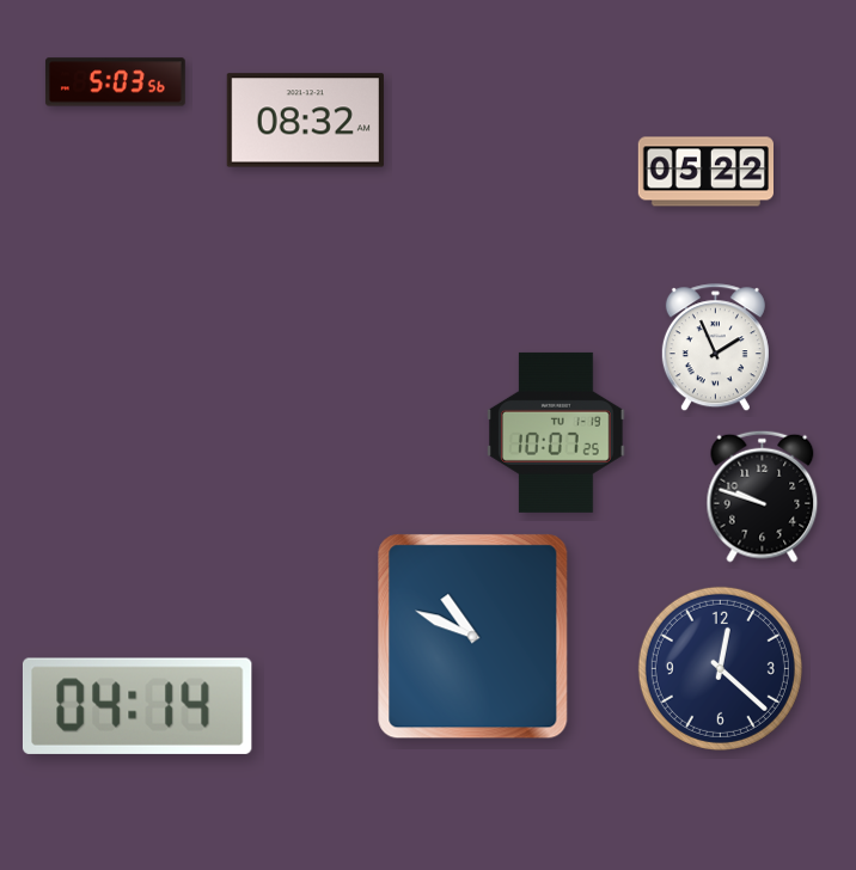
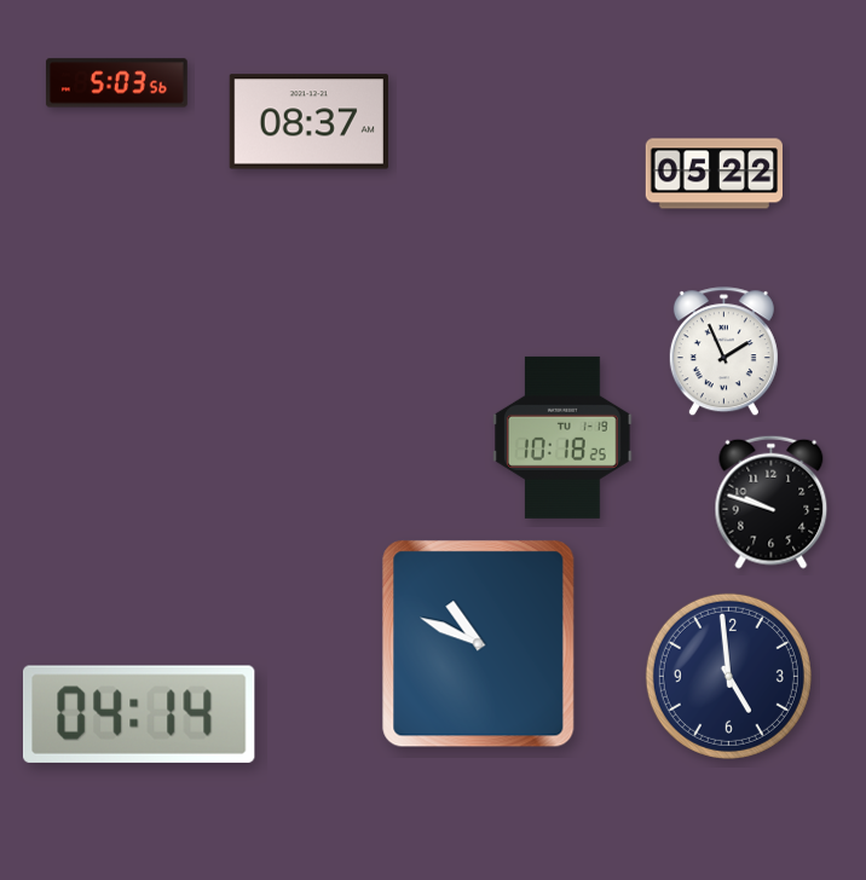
clock at (305, 121): 08:32 -> 08:37
clock at (557, 433): 10:07 -> 10:18
clock at (720, 668): 12:22 -> 4:59
